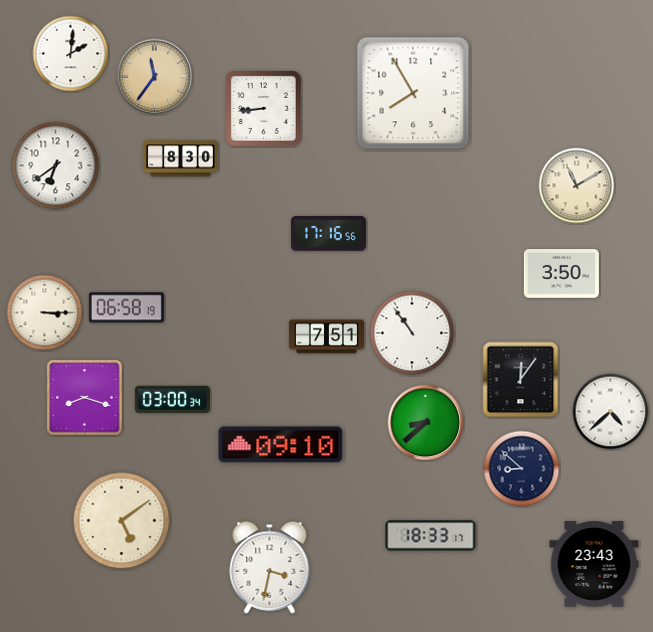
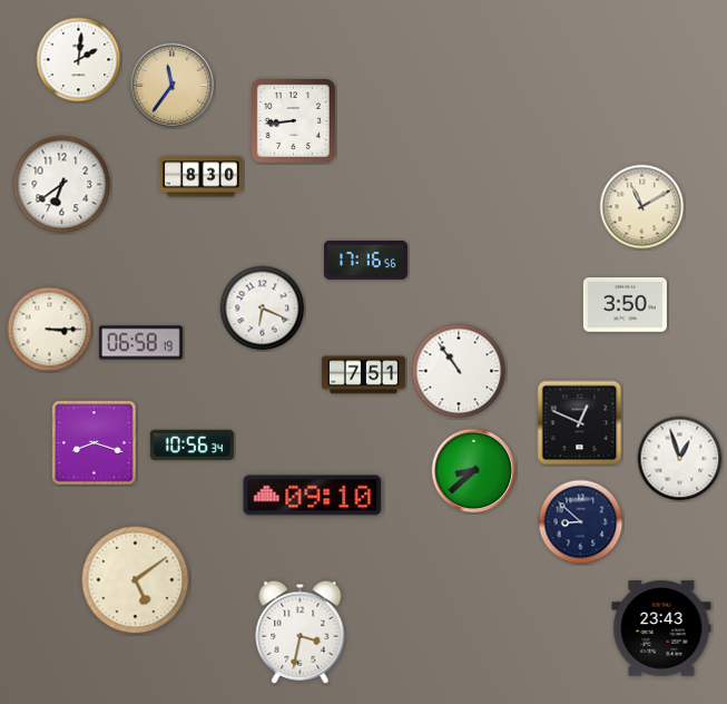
clock at (413, 93): 7:55 -> none
clock at (263, 309): none -> 6:19
clock at (45, 313) position: (45, 313) -> (50, 330)
clock at (521, 380): 12:06 -> 12:49
clock at (172, 399): 03:00 -> 10:56
clock at (611, 412): 4:38 -> 12:57
clock at (431, 536): 18:33 -> none
